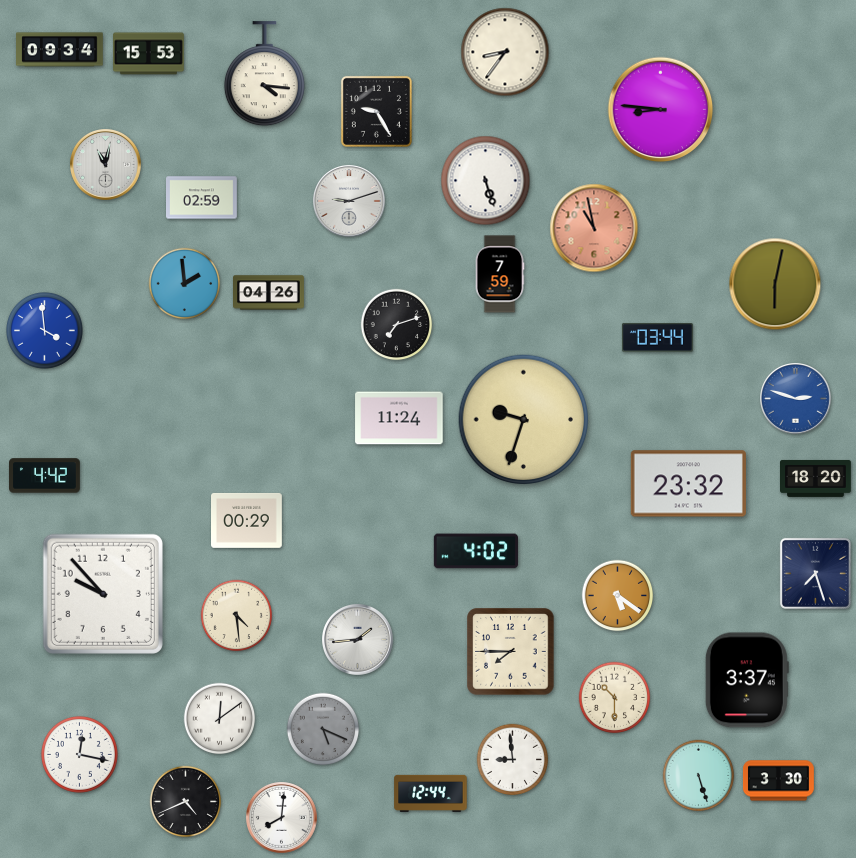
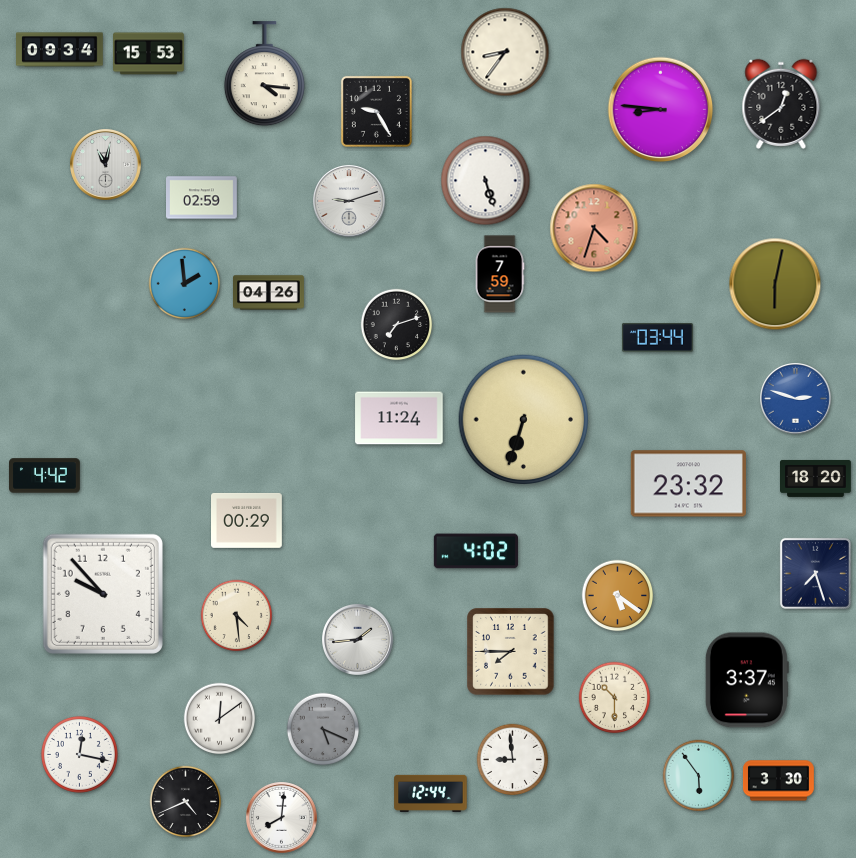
clock at (781, 104): none -> 12:39
clock at (594, 228): 10:58 -> 4:33
clock at (44, 330): 3:59 -> none
clock at (524, 420): 9:33 -> 6:33
clock at (699, 776): 5:27 -> 5:54
